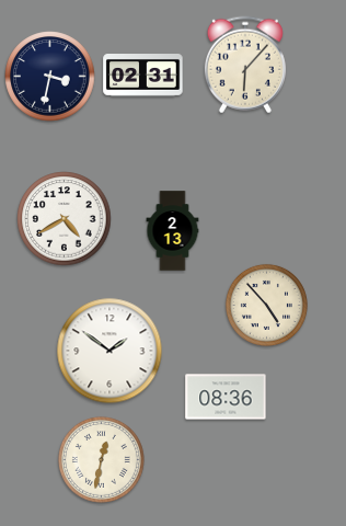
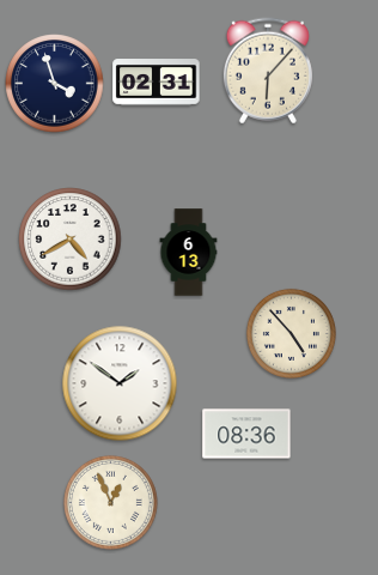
clock at (50, 77): 3:32 -> 3:57
clock at (173, 231): 2:13 -> 6:13
clock at (101, 459): 12:32 -> 12:56
